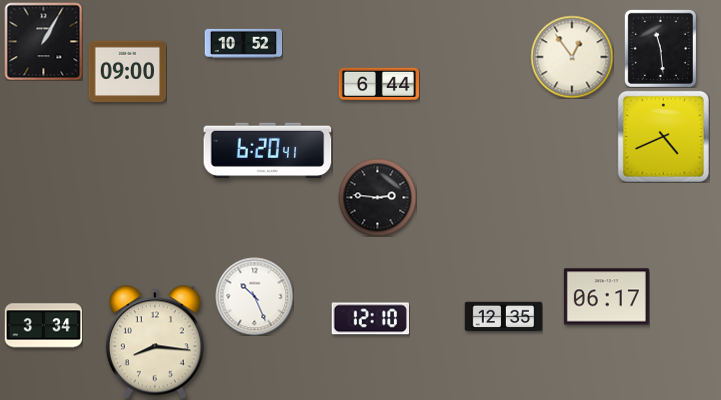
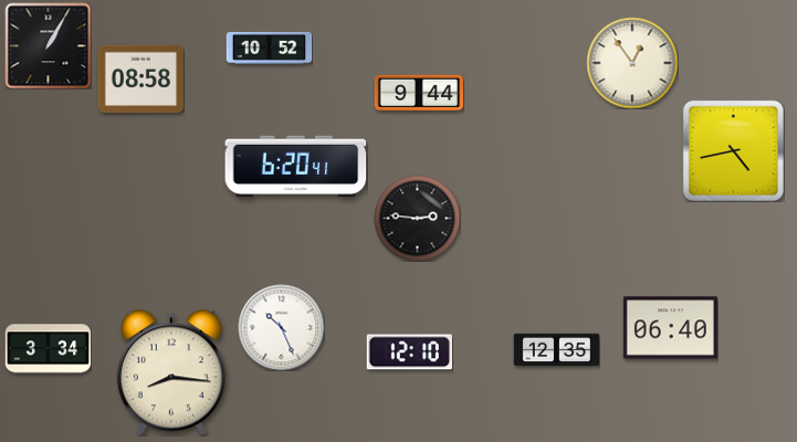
clock at (660, 48): 11:29 -> none
clock at (127, 72): 09:00 -> 08:58
clock at (378, 84): 6:44 -> 9:44
clock at (663, 136): 4:41 -> 4:43
clock at (606, 297): 06:17 -> 06:40
clock at (43, 326) position: (43, 326) -> (48, 349)
clock at (155, 342) position: (155, 342) -> (171, 372)
